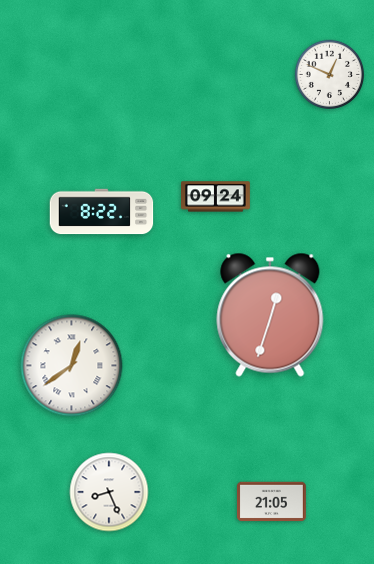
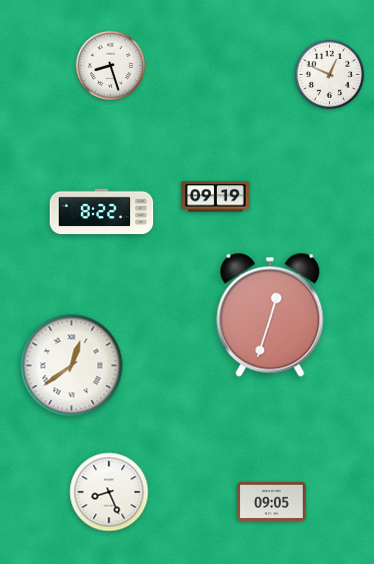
clock at (110, 65): none -> 8:27
clock at (216, 197): 09:24 -> 09:19
clock at (271, 502): 21:05 -> 09:05
